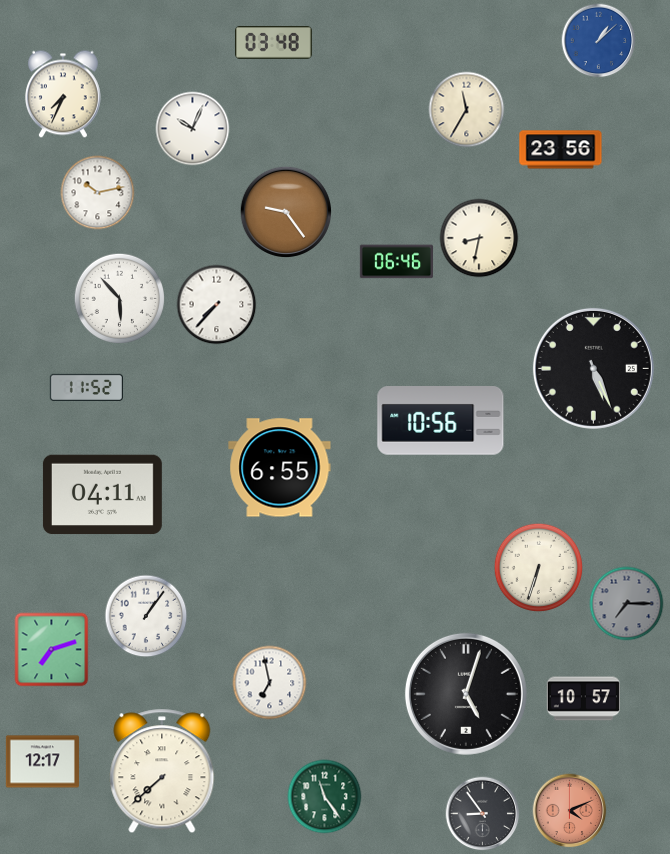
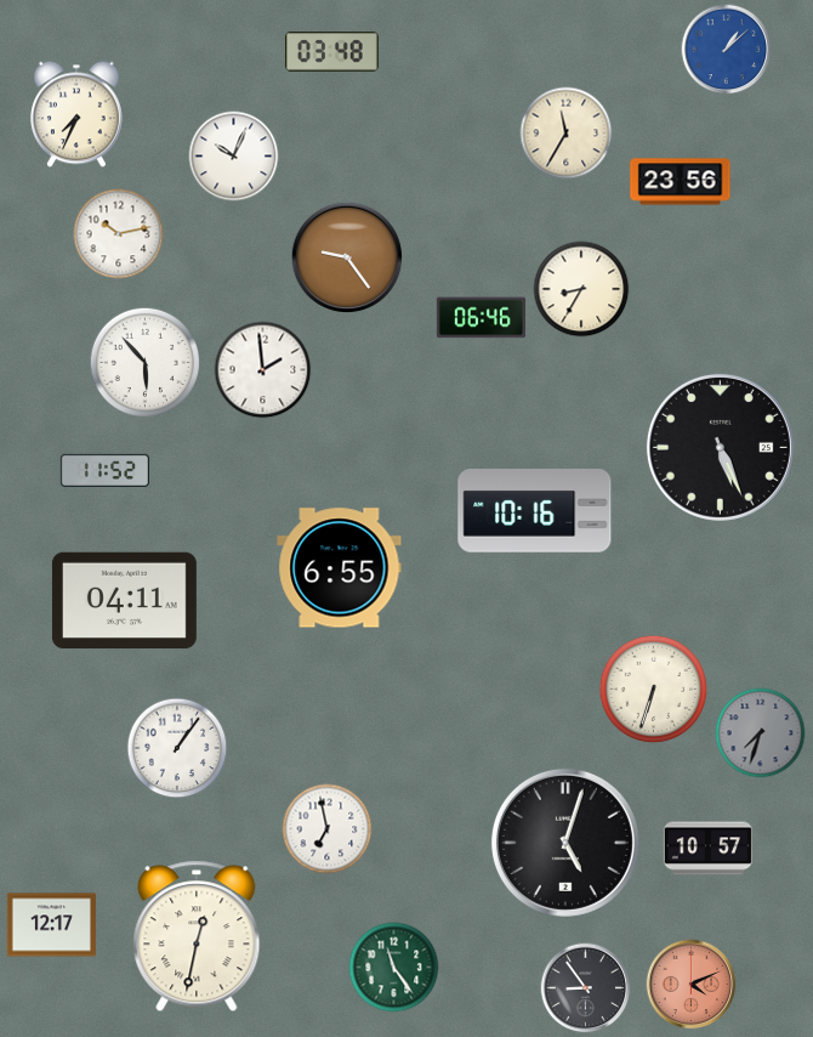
clock at (479, 238): 8:32 -> 8:35
clock at (217, 305): 7:37 -> 1:59
clock at (441, 421): 10:56 -> 10:16
clock at (627, 604): 7:15 -> 7:33
clock at (52, 650): 7:12 -> none
clock at (162, 771): 7:38 -> 12:32
